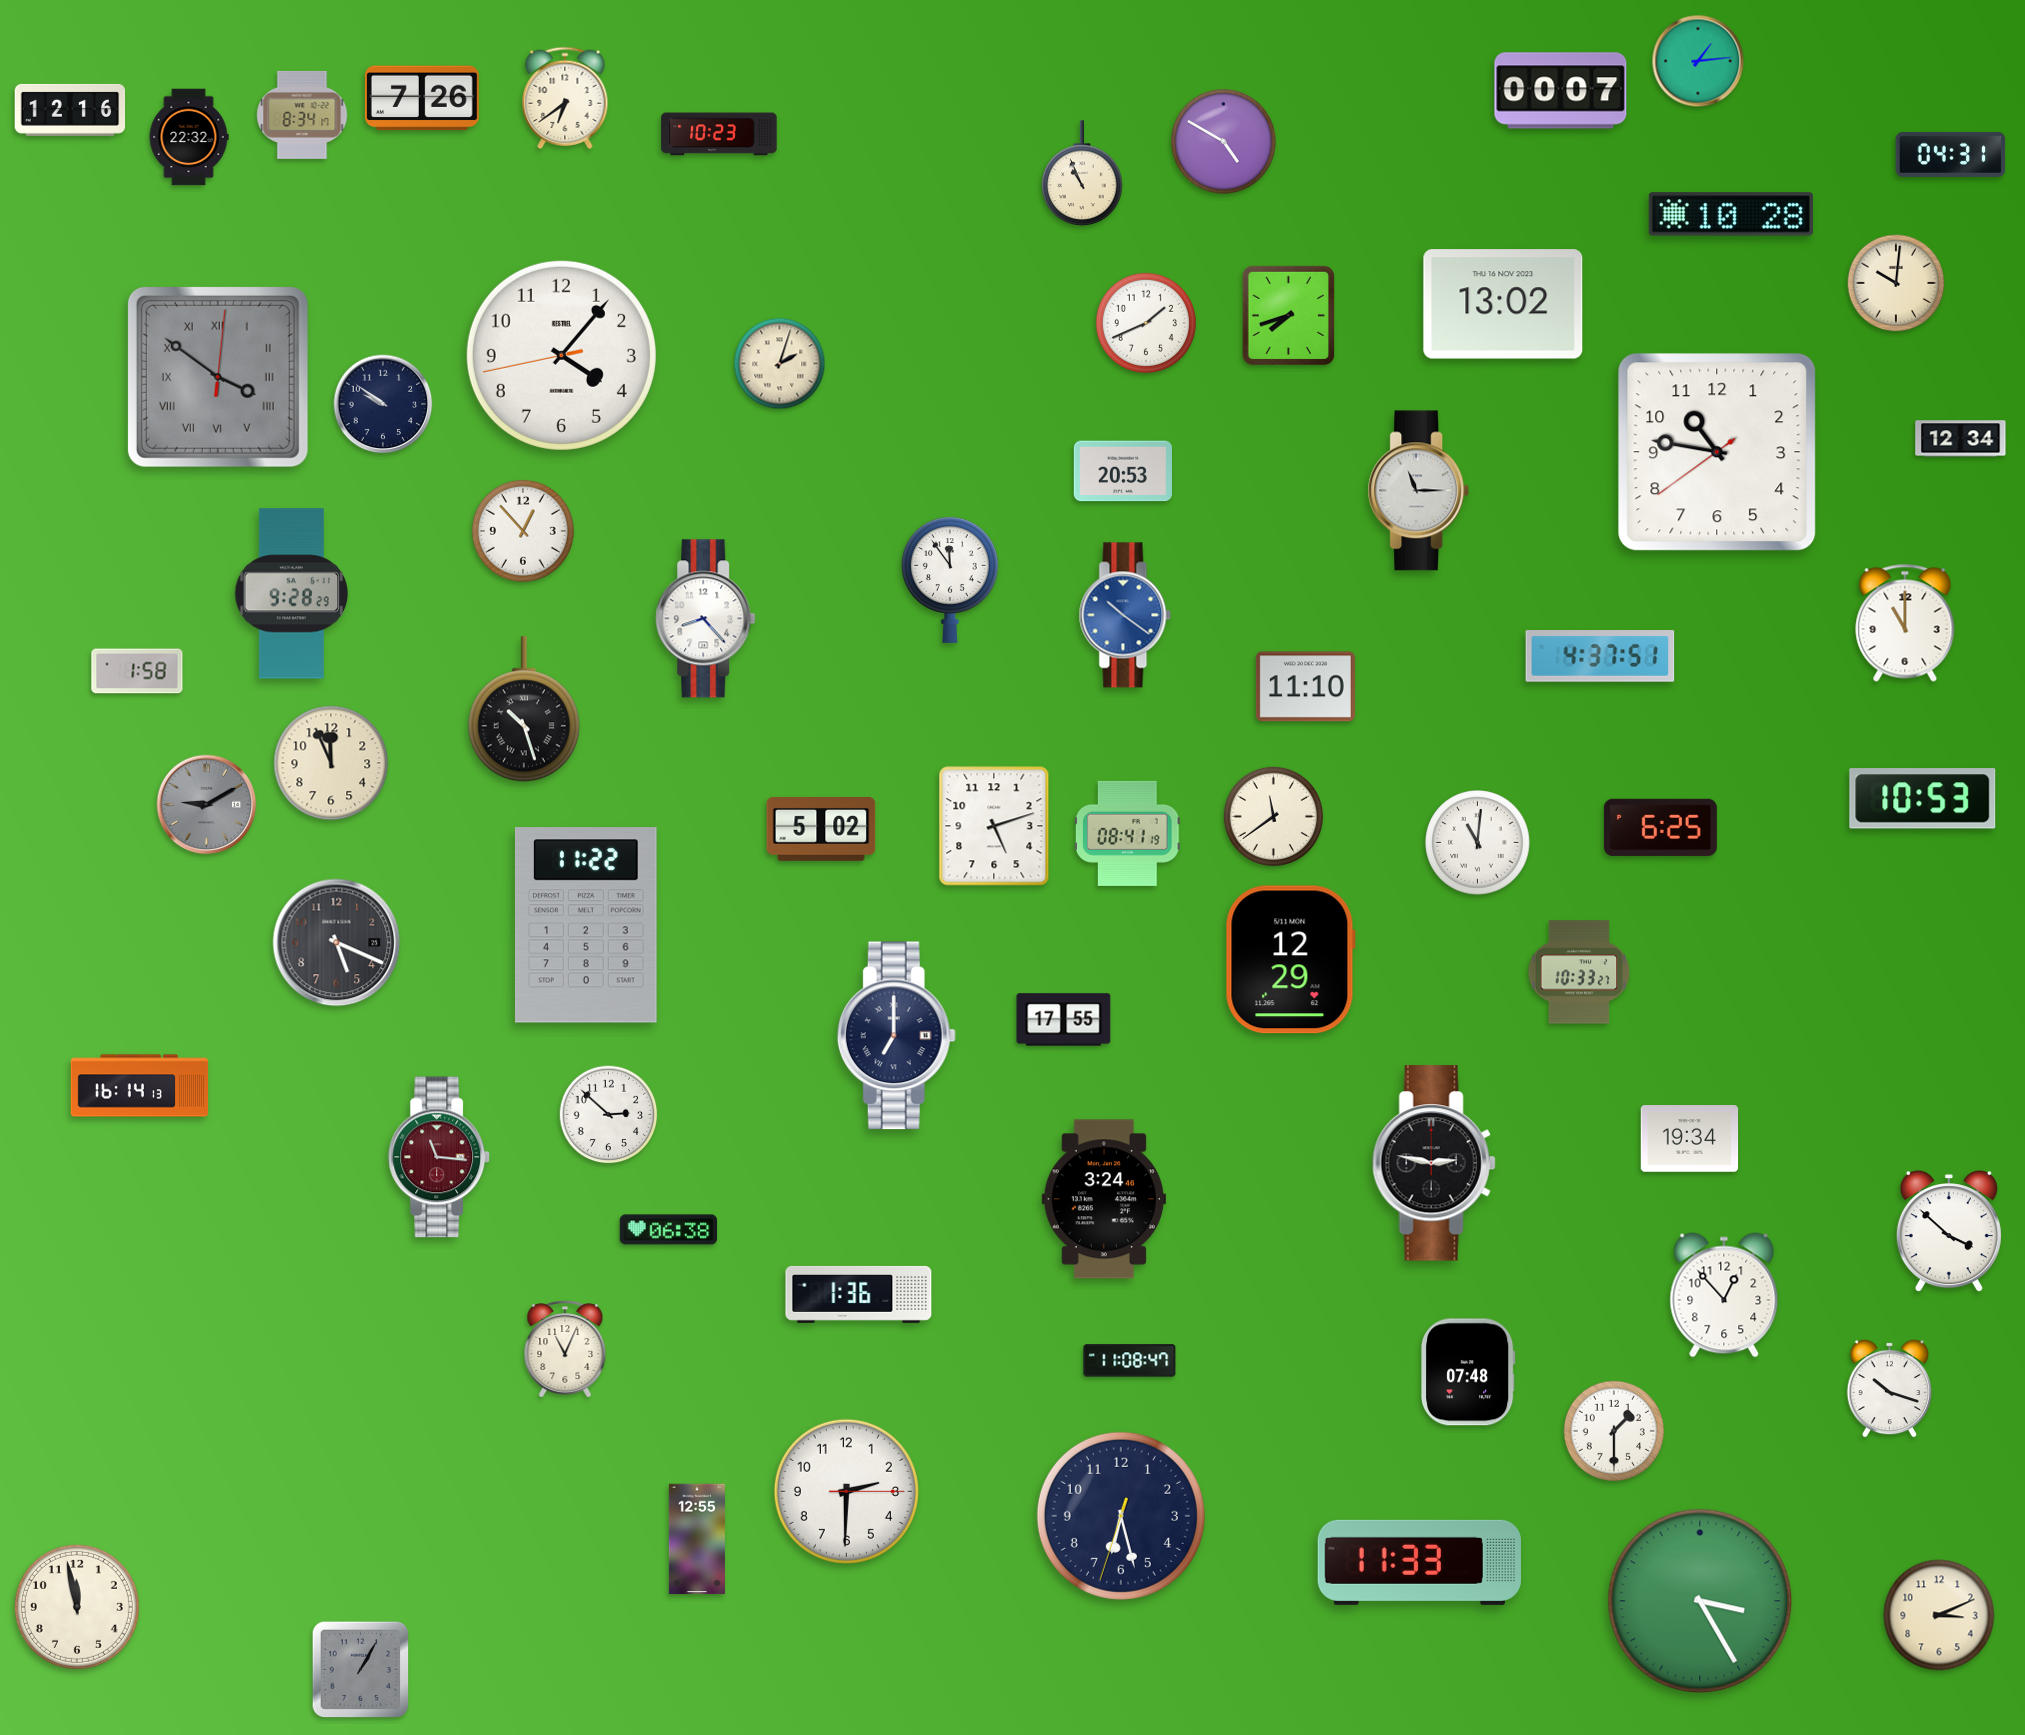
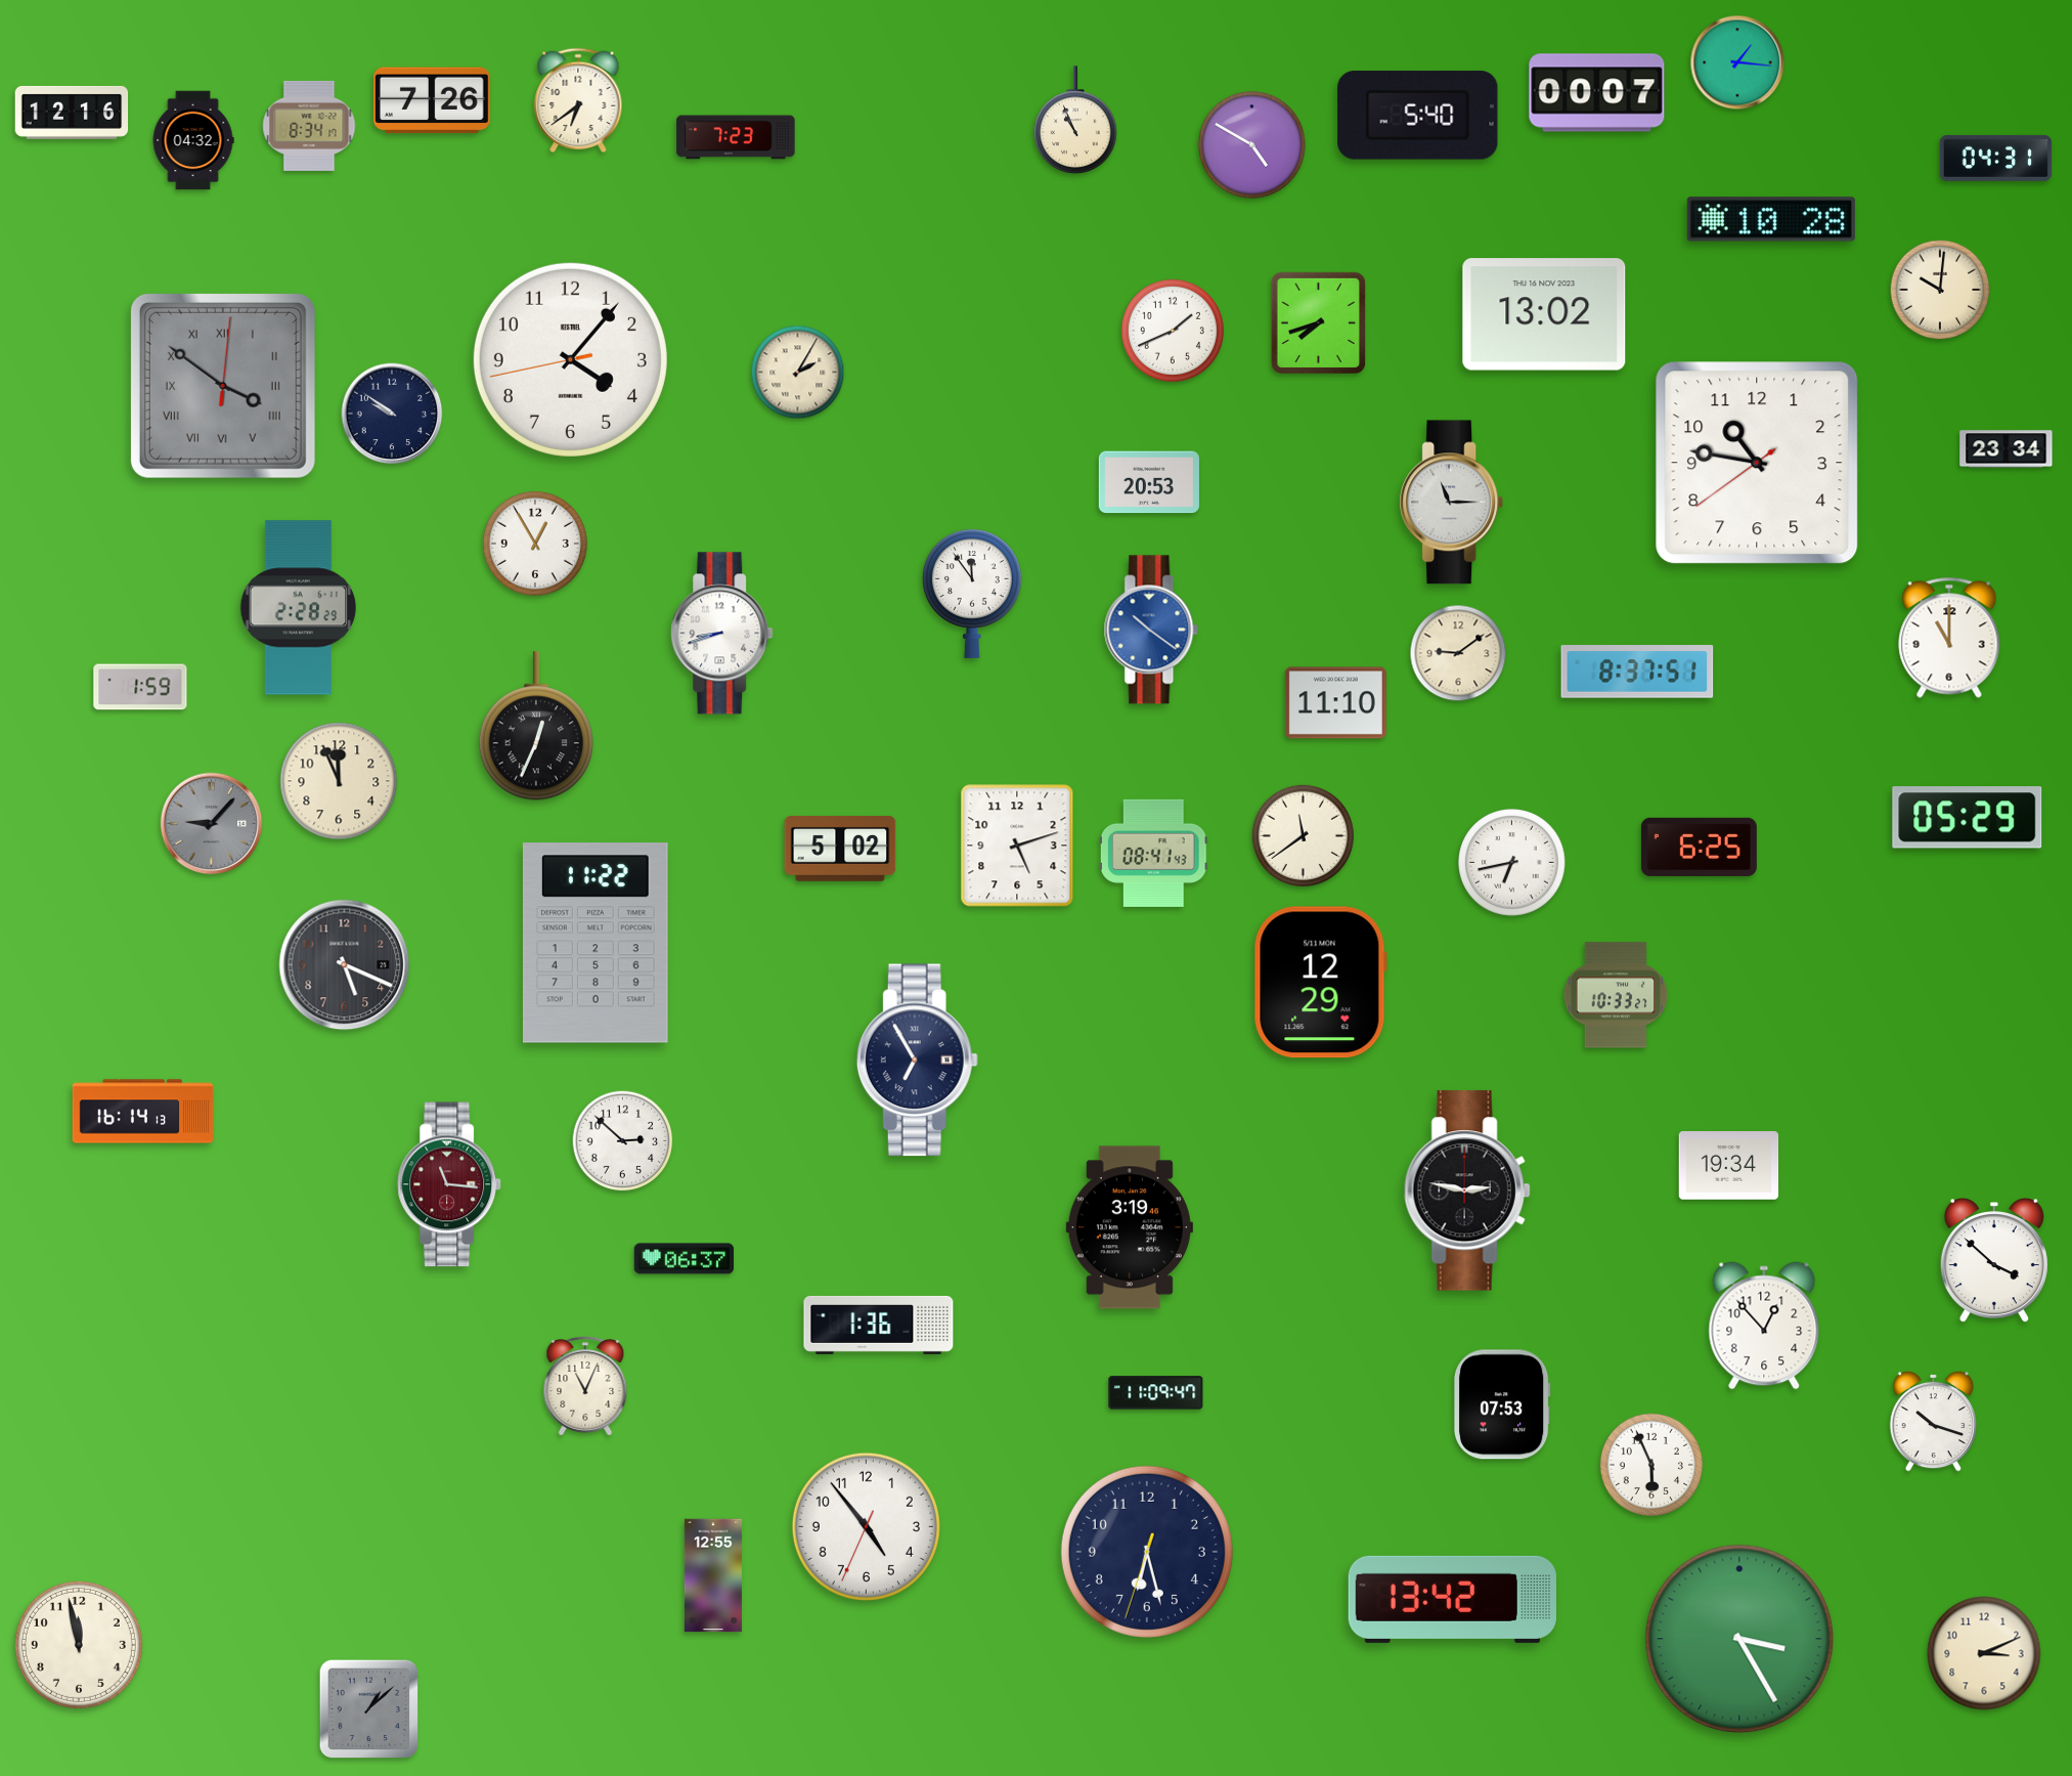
clock at (1698, 61): 1:14 -> 1:16
clock at (1418, 116): none -> 5:40
clock at (302, 115) position: (302, 115) -> (309, 126)
clock at (719, 134): 10:23 -> 7:23
clock at (189, 137): 22:32 -> 04:32
clock at (1082, 173) position: (1082, 173) -> (1075, 120)
clock at (1503, 304) position: (1503, 304) -> (1544, 314)
clock at (561, 355) position: (561, 355) -> (570, 359)
clock at (780, 364): 2:03 -> 2:05
clock at (1961, 439): 12:34 -> 23:34
clock at (523, 531): 12:53 -> 12:55
clock at (292, 594): 9:28 -> 2:28
clock at (706, 619): 8:23 -> 8:42
clock at (1458, 653): none -> 9:09
clock at (1600, 656): 4:37 -> 8:37
clock at (137, 671): 1:58 -> 1:59
clock at (524, 709): 10:27 -> 12:34
clock at (1923, 799): 10:53 -> 05:29
clock at (207, 805): 9:10 -> 9:07
clock at (1127, 833): 08:41:19 -> 08:41:43
clock at (1478, 843): 11:01 -> 6:43
clock at (586, 925) position: (586, 925) -> (596, 943)
clock at (1064, 1020): 17:55 -> none
clock at (896, 1036): 7:00 -> 6:55
clock at (1104, 1199): 3:24 -> 3:19
clock at (669, 1230): 06:38 -> 06:37
clock at (565, 1349) position: (565, 1349) -> (585, 1386)
clock at (1130, 1361): 11:08 -> 11:09
clock at (1468, 1372): 07:48 -> 07:53
clock at (1614, 1431): 1:30 -> 5:56
clock at (846, 1491): 2:30 -> 4:53
clock at (1419, 1562): 11:33 -> 13:42
clock at (361, 1670): 1:05 -> 1:08
